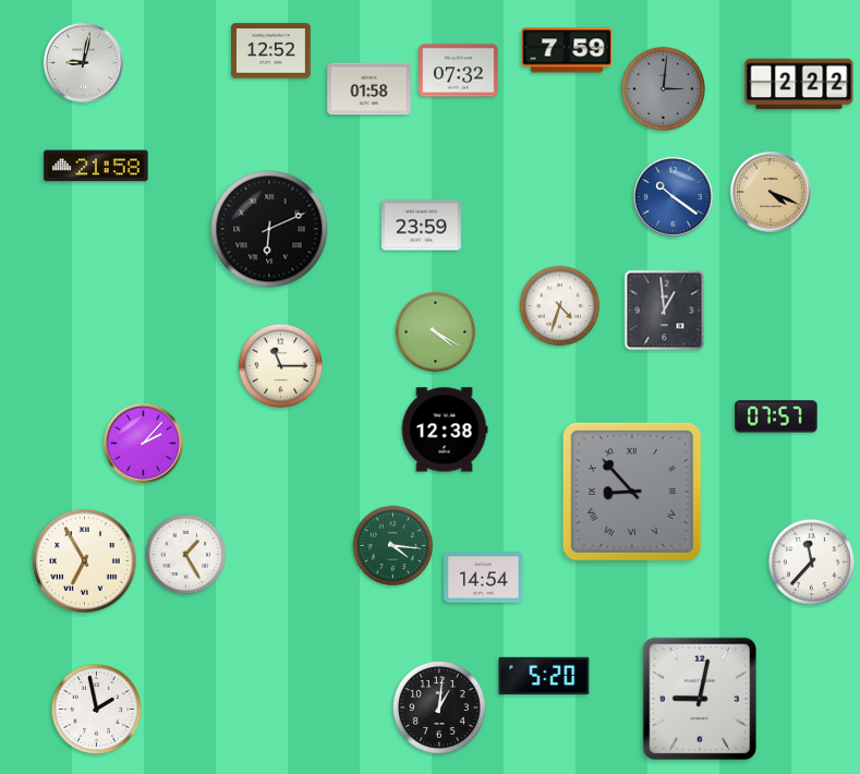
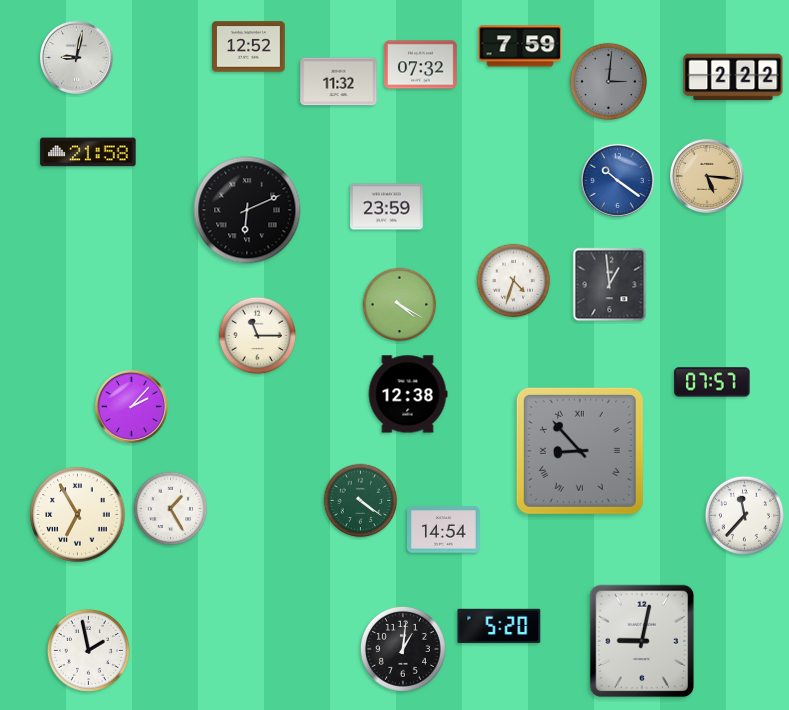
clock at (370, 89): 01:58 -> 11:32
clock at (771, 192): 4:19 -> 5:16
clock at (393, 546): 4:16 -> 4:21
clock at (544, 675) position: (544, 675) -> (499, 625)
